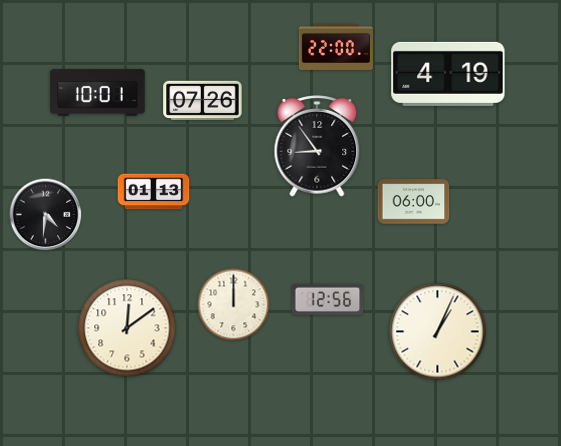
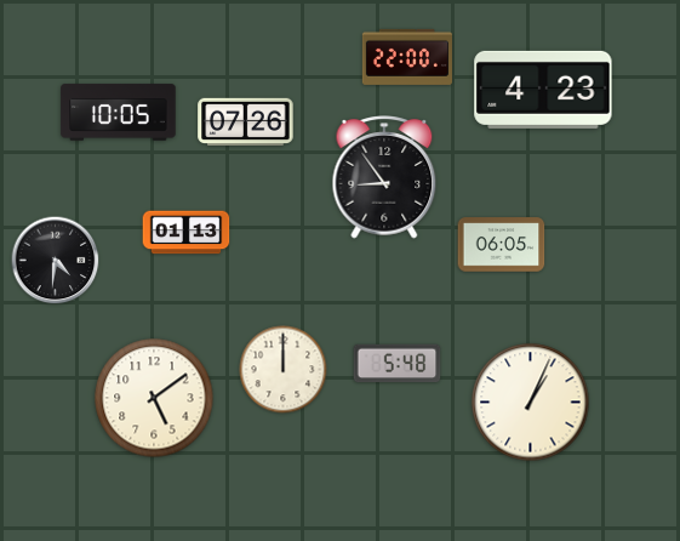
clock at (448, 74): 4:19 -> 4:23
clock at (98, 93): 10:01 -> 10:05
clock at (414, 202): 06:00 -> 06:05
clock at (328, 300): 12:56 -> 5:48
clock at (127, 328): 12:09 -> 5:09
